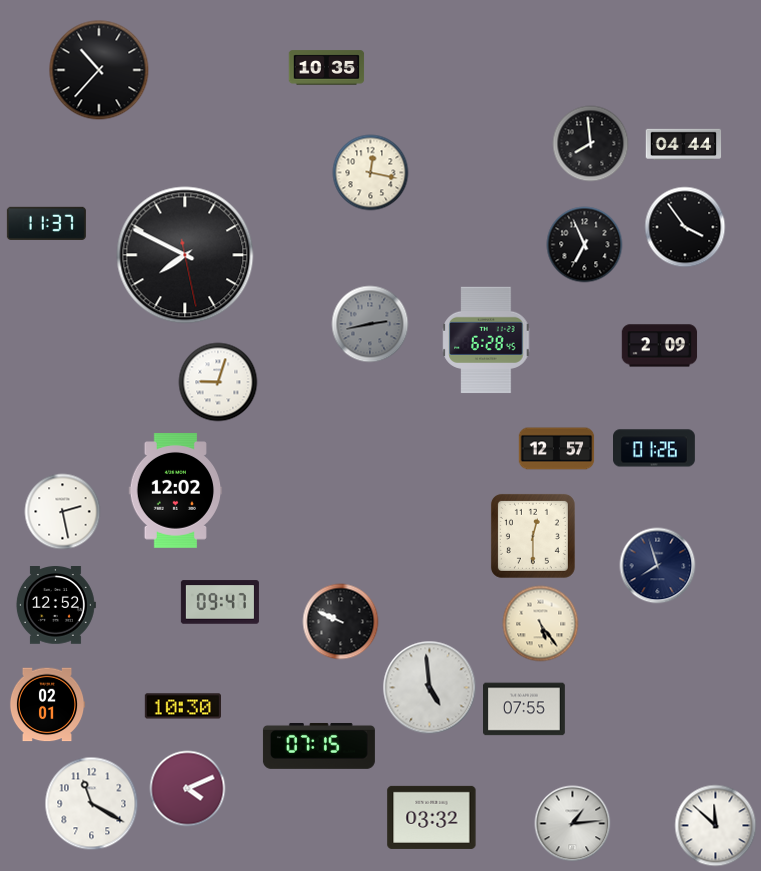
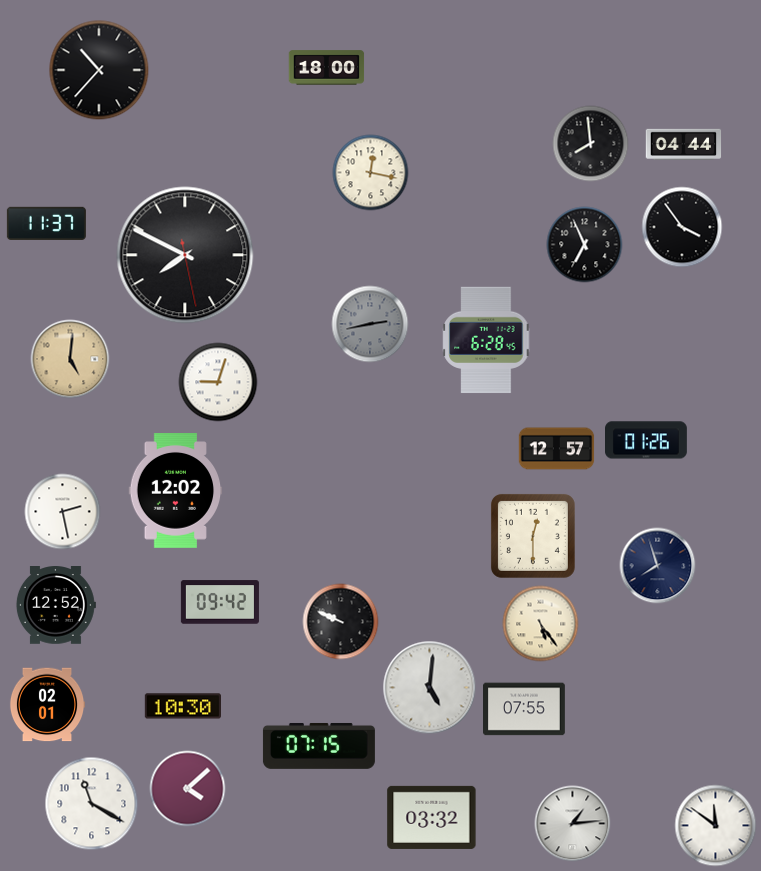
clock at (327, 68): 10:35 -> 18:00
clock at (685, 227) position: (685, 227) -> (682, 227)
clock at (660, 346): 2:09 -> none
clock at (70, 359): none -> 5:01
clock at (655, 448) position: (655, 448) -> (647, 440)
clock at (220, 602): 09:47 -> 09:42
clock at (430, 688): 4:59 -> 5:01
clock at (188, 789): 4:11 -> 4:08
clock at (716, 826): 11:52 -> 11:51
